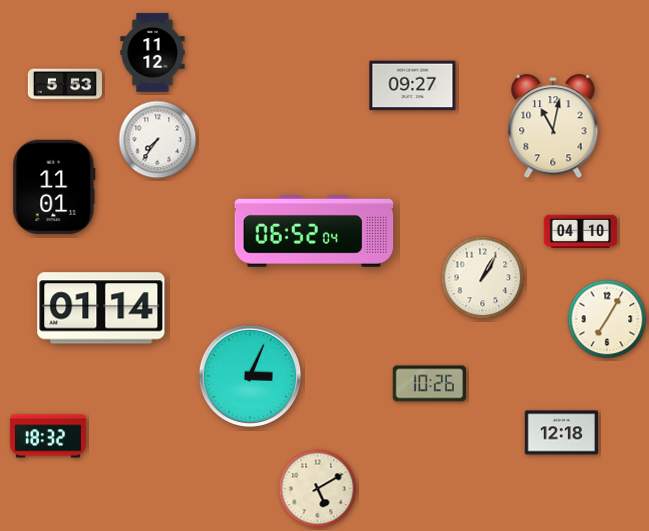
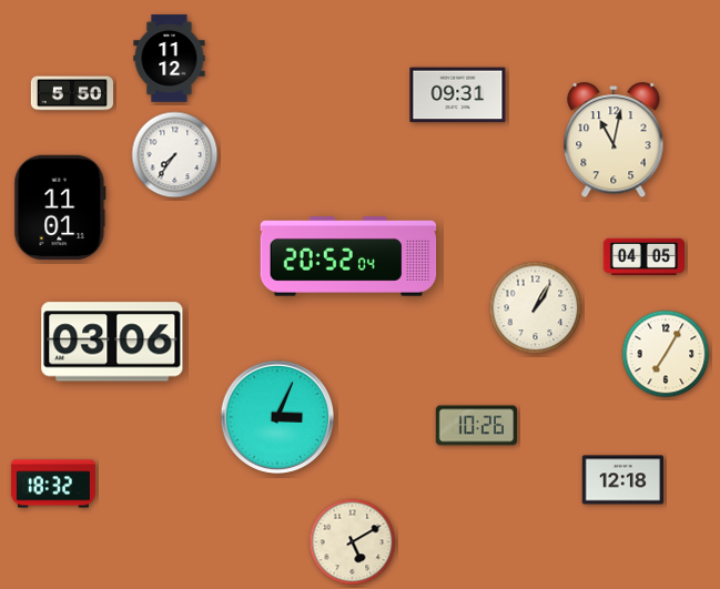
clock at (64, 84): 5:53 -> 5:50
clock at (413, 86): 09:27 -> 09:31
clock at (581, 231): 04:10 -> 04:05
clock at (314, 232): 06:52 -> 20:52
clock at (101, 308): 01:14 -> 03:06
clock at (607, 319) position: (607, 319) -> (666, 354)
